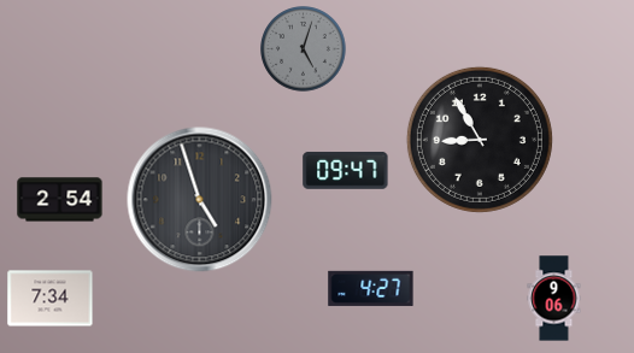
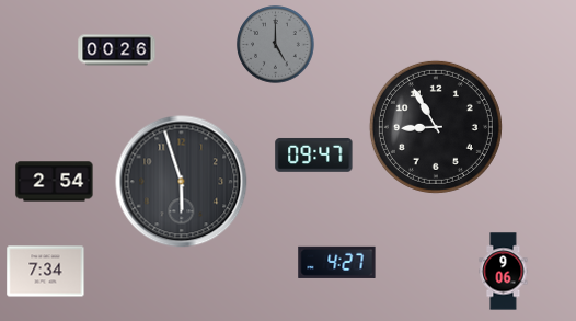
clock at (304, 49): 5:03 -> 5:00
clock at (117, 50): none -> 00:26
clock at (200, 200): 4:57 -> 5:57
